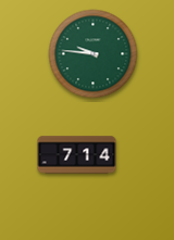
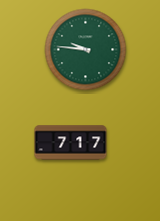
clock at (77, 155): 7:14 -> 7:17
